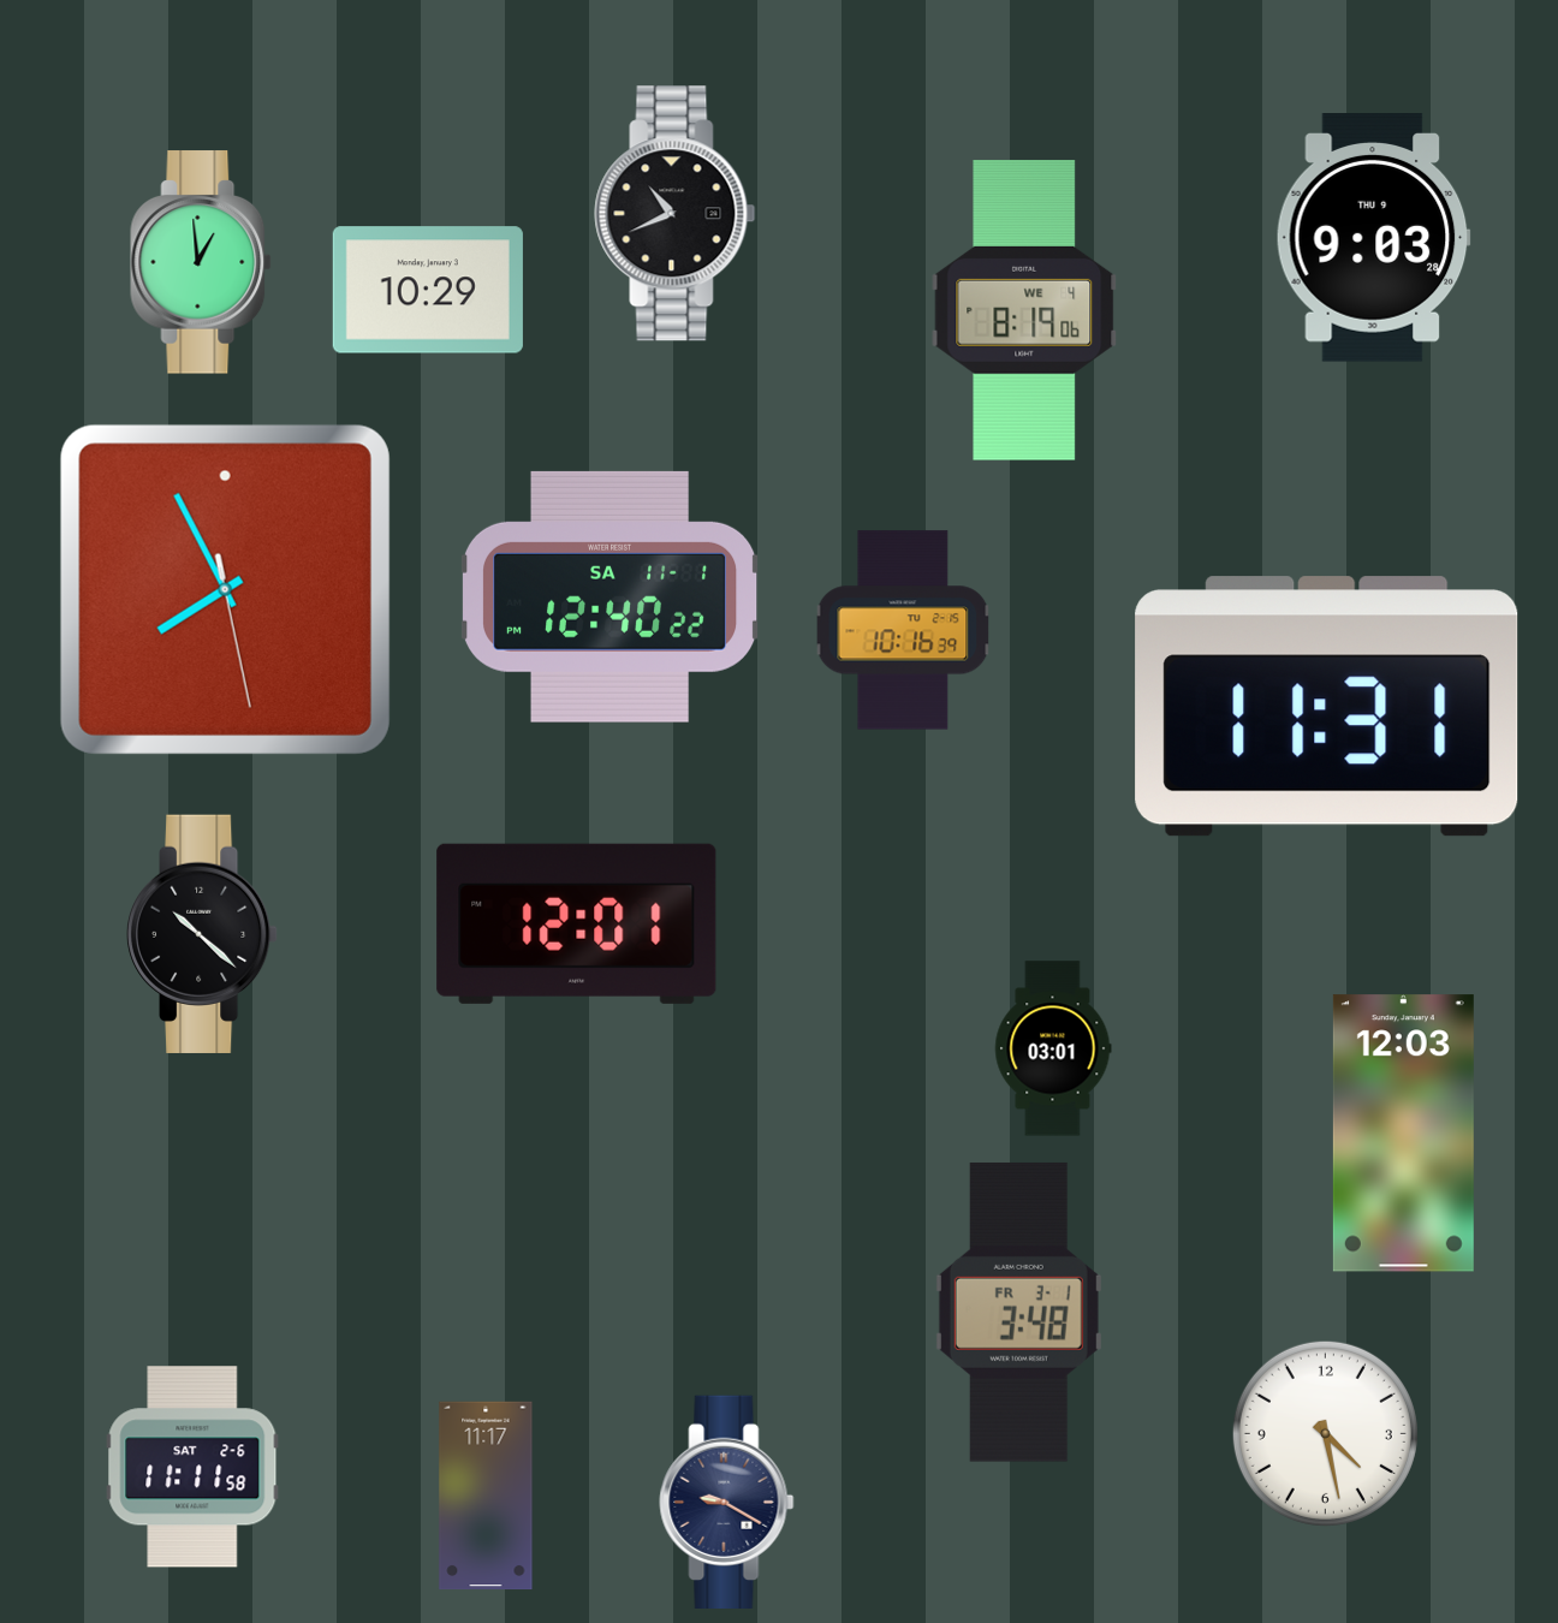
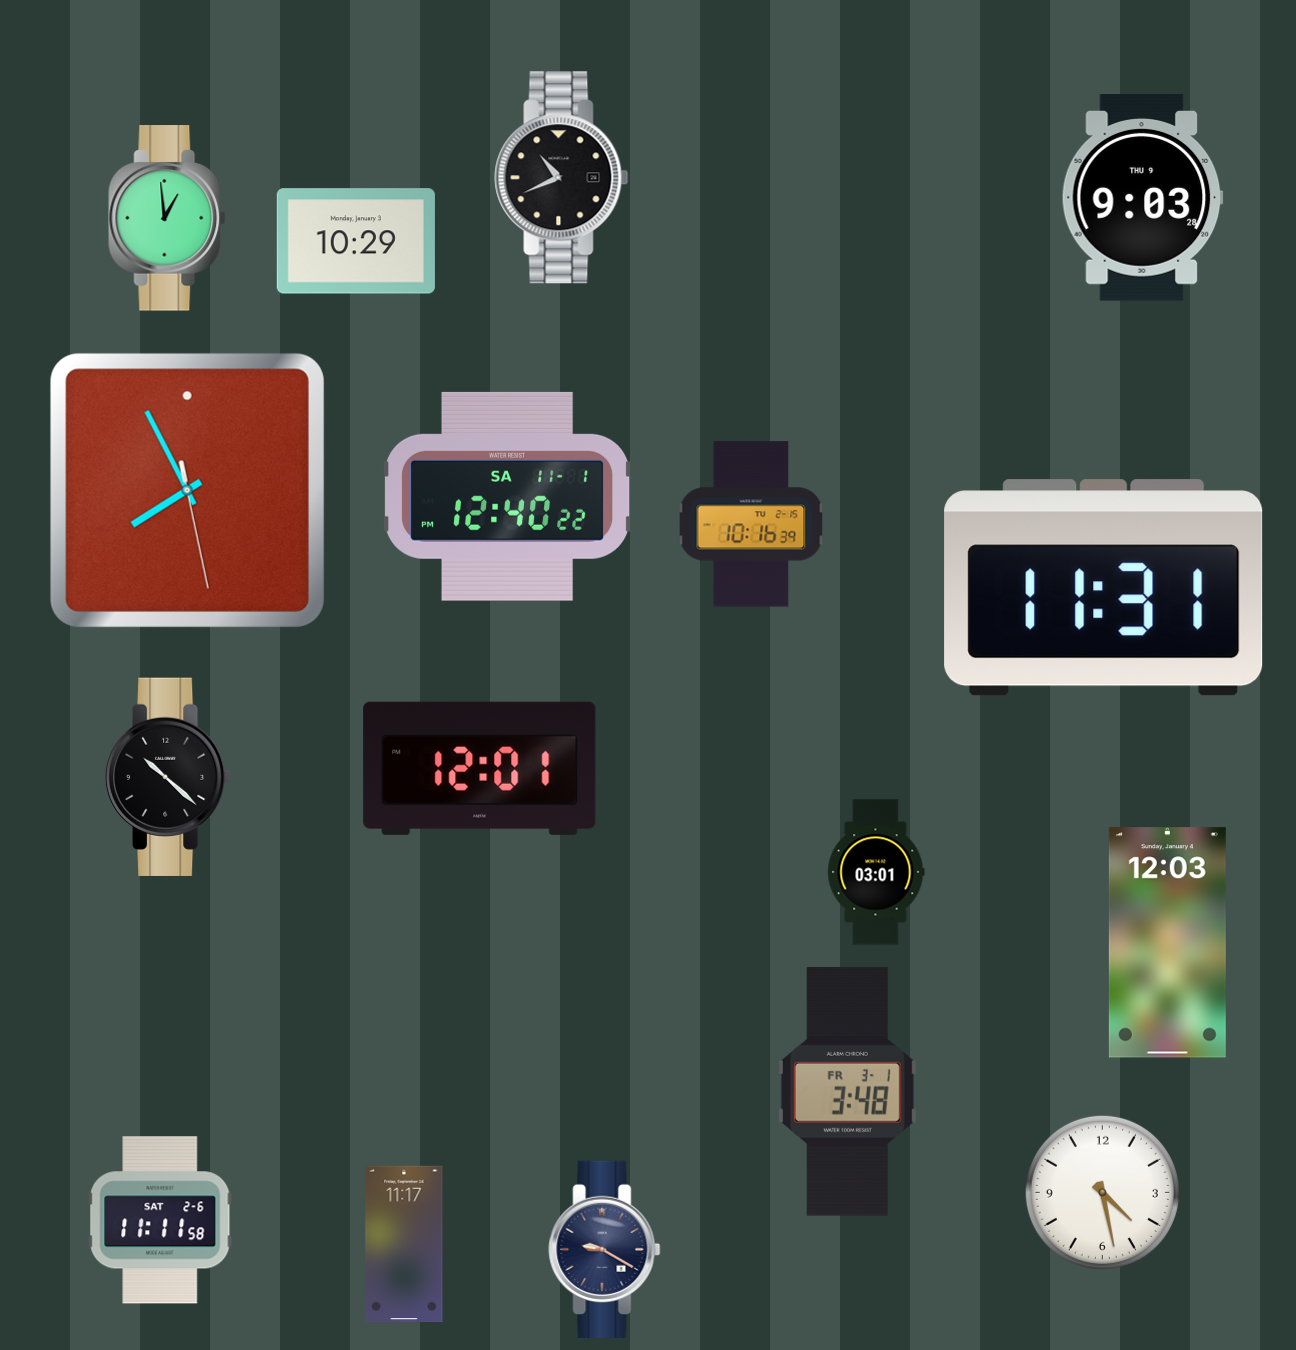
clock at (1024, 311): 8:19 -> none
